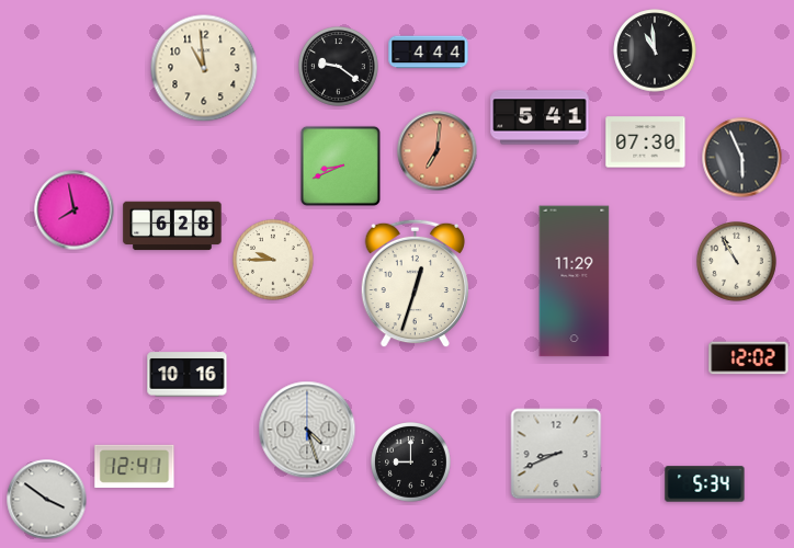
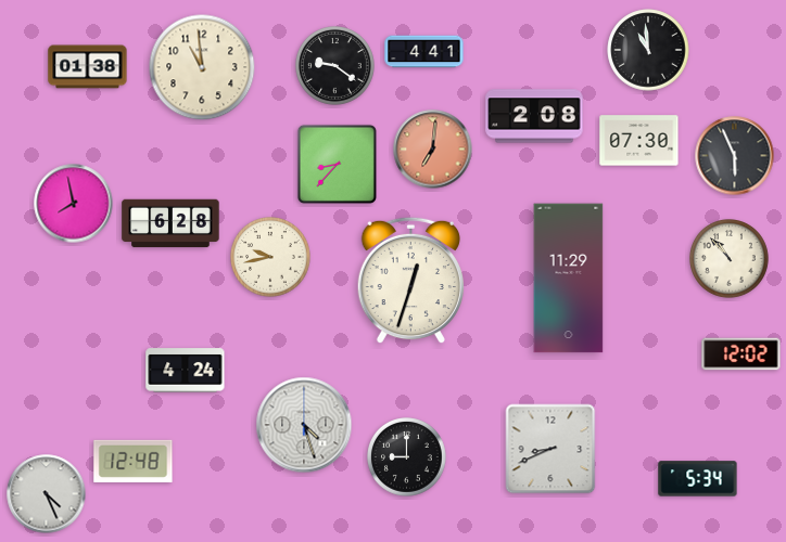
clock at (429, 53): 4:44 -> 4:41
clock at (88, 67): none -> 01:38
clock at (540, 117): 5:41 -> 2:08
clock at (340, 165): 8:41 -> 8:37
clock at (75, 210) position: (75, 210) -> (74, 204)
clock at (273, 260): 9:45 -> 9:43
clock at (737, 262): 10:55 -> 10:53
clock at (188, 375): 10:16 -> 4:24
clock at (135, 466): 12:41 -> 12:48
clock at (47, 500): 3:51 -> 4:26
